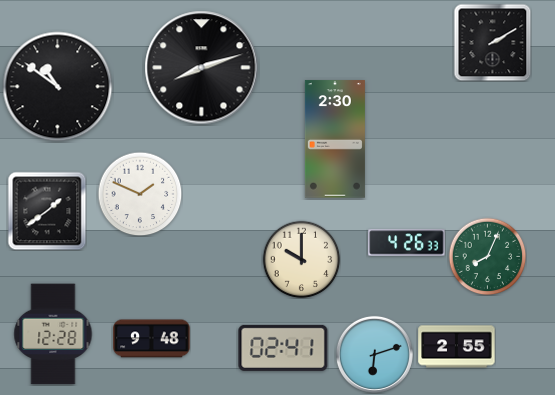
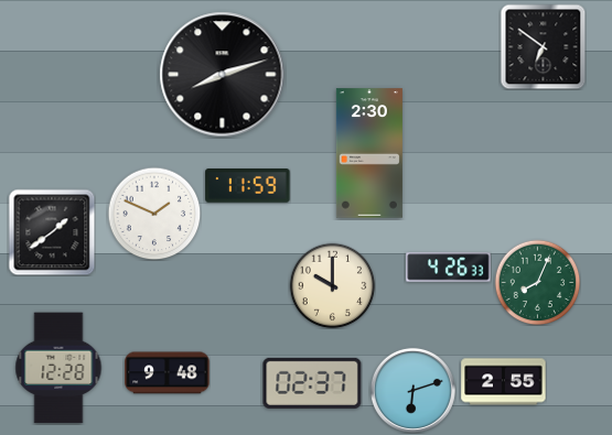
clock at (492, 42): 2:10 -> 6:51
clock at (58, 87): 10:51 -> none
clock at (248, 186): none -> 11:59
clock at (283, 348): 02:41 -> 02:37
